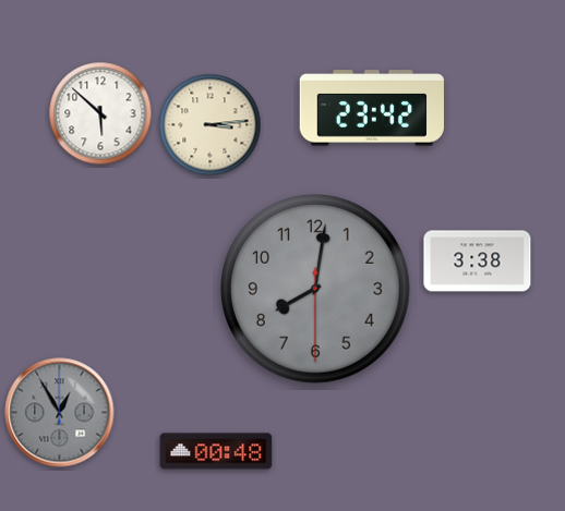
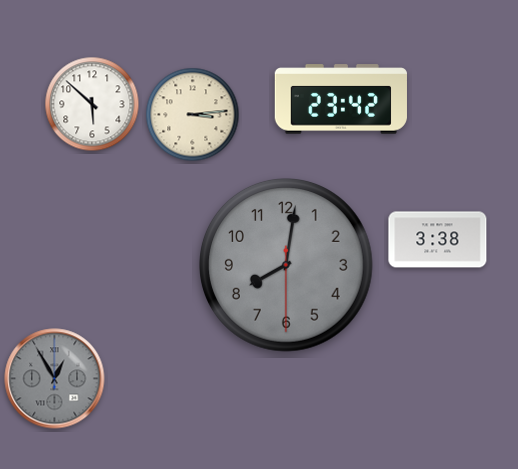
clock at (316, 290) position: (316, 290) -> (287, 266)
clock at (216, 451): 00:48 -> none
